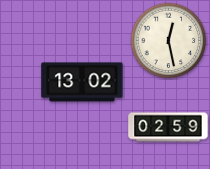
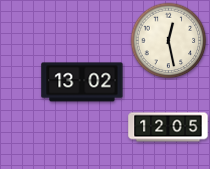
clock at (168, 127): 02:59 -> 12:05
